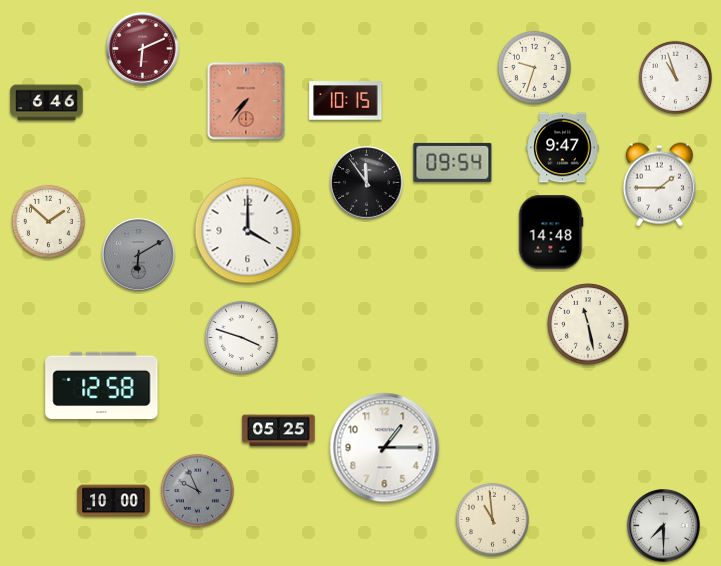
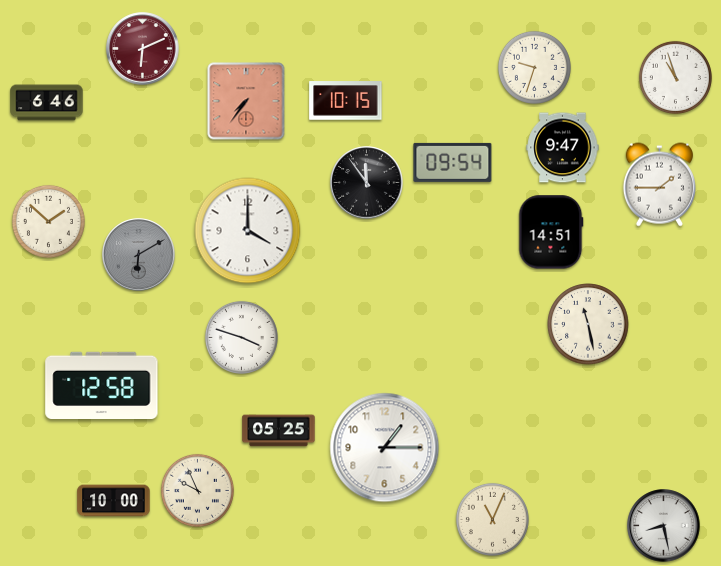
clock at (551, 232): 14:48 -> 14:51
clock at (197, 490) dial: grey -> cream
clock at (492, 519): 10:59 -> 11:04
clock at (664, 526): 7:30 -> 8:28
